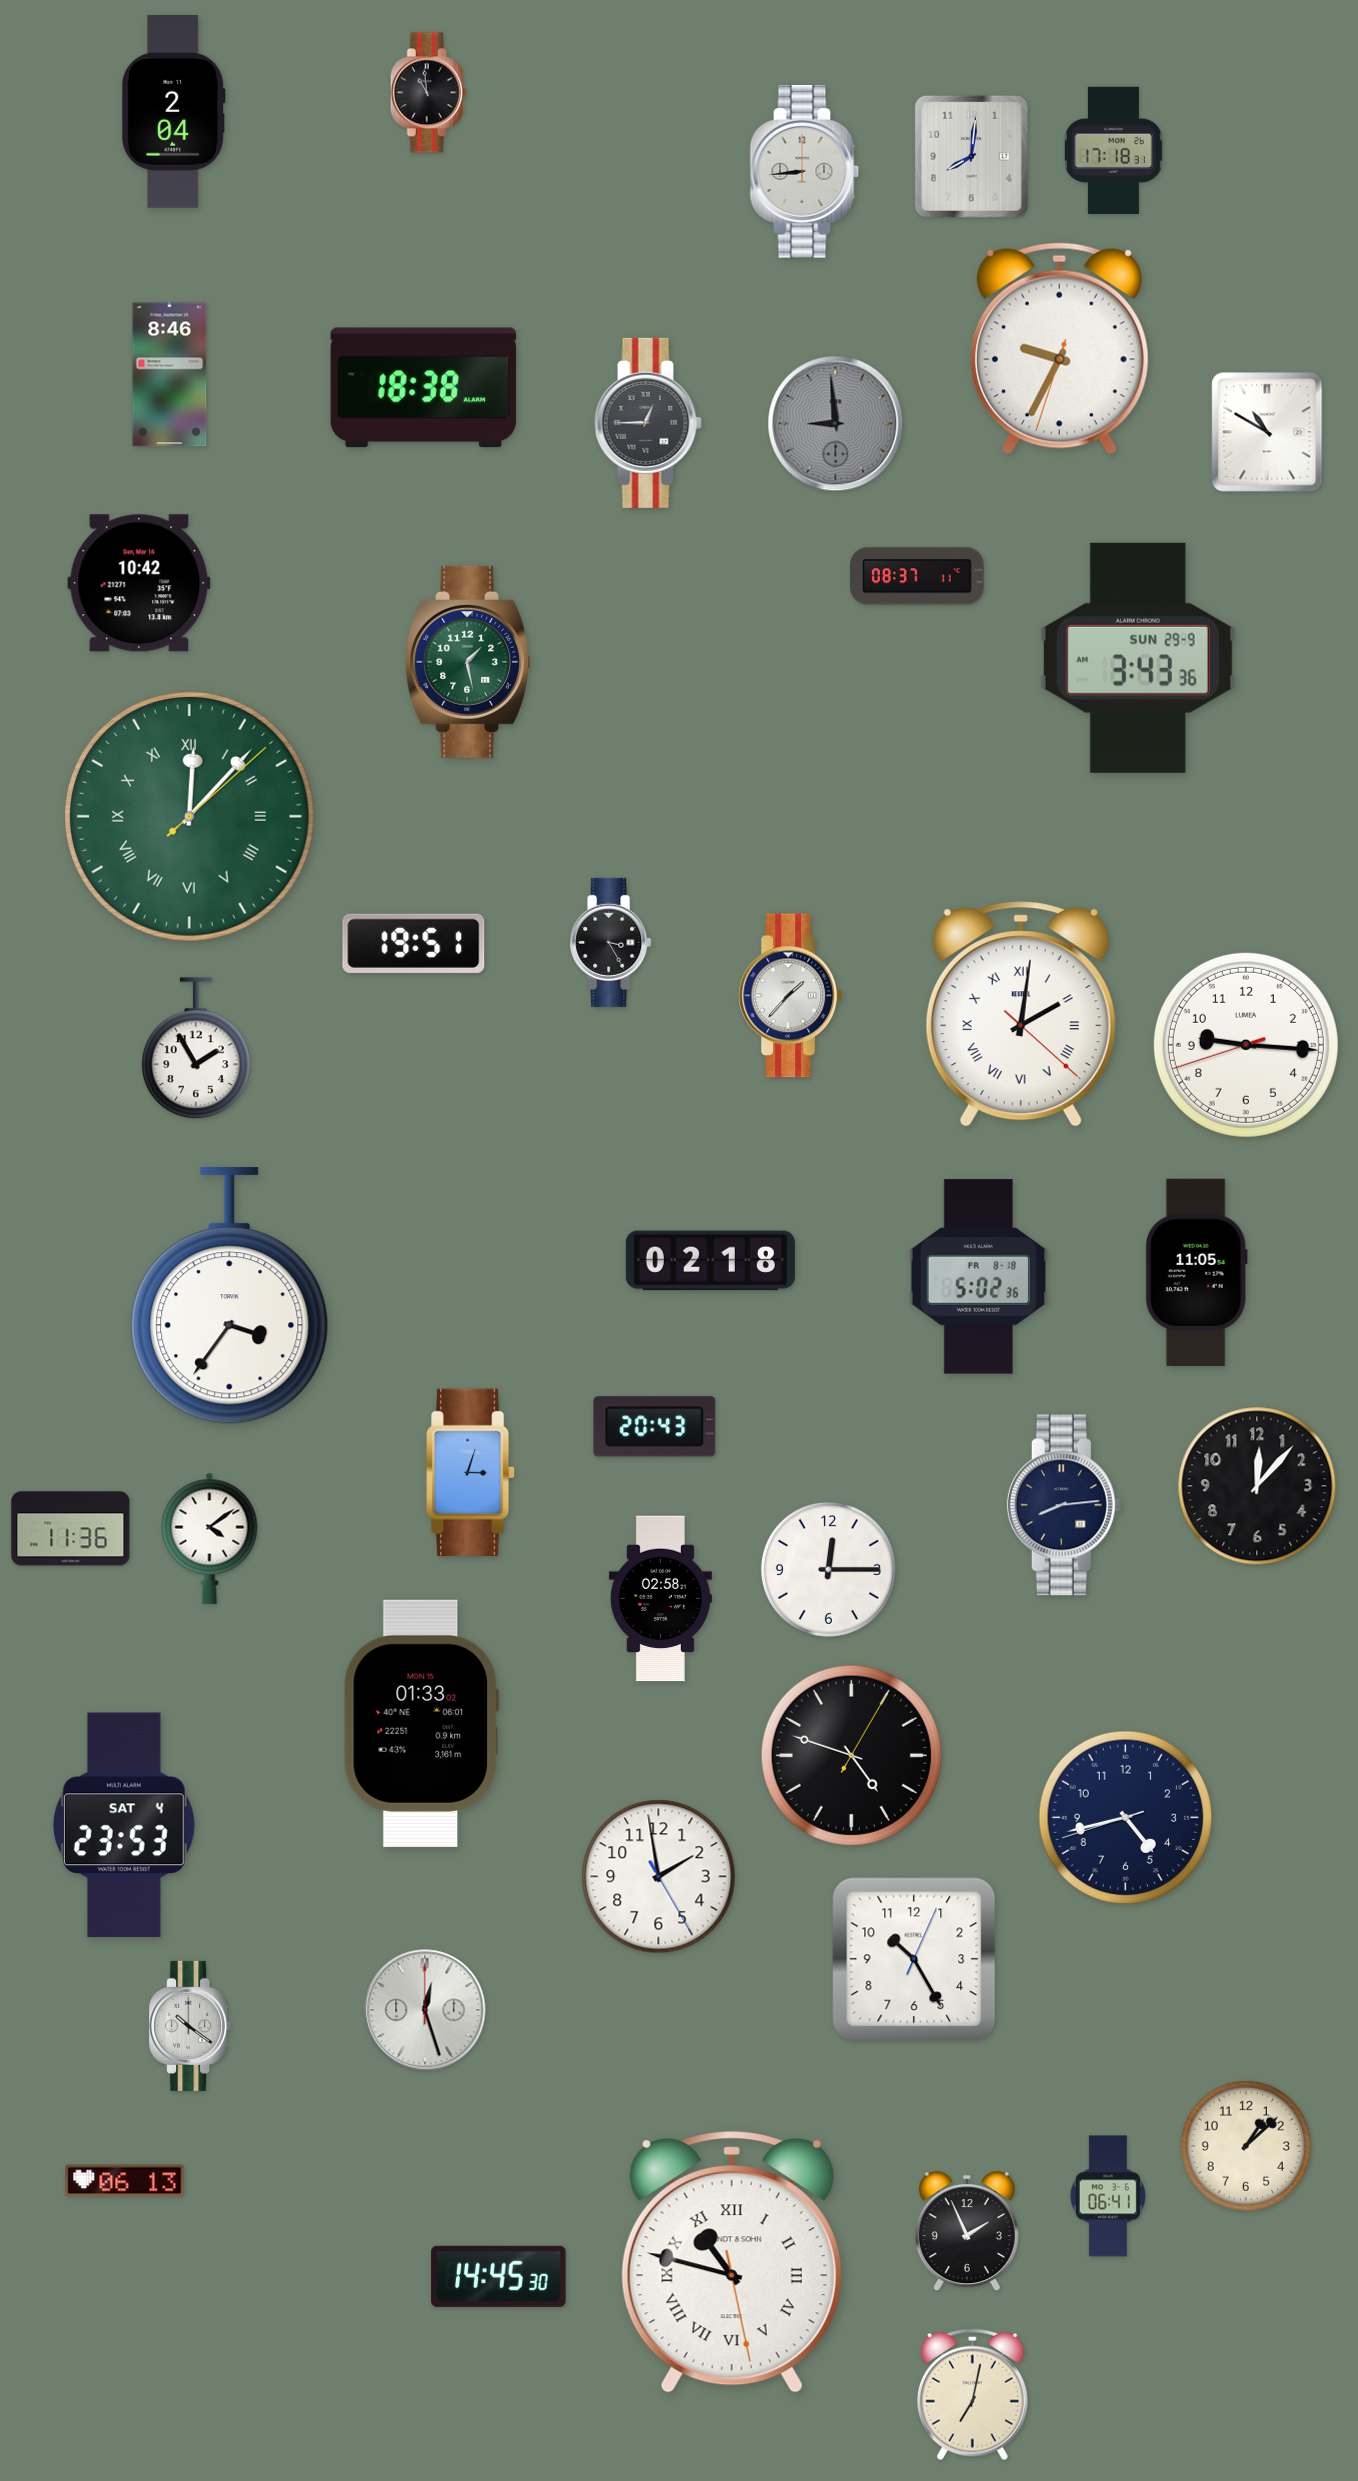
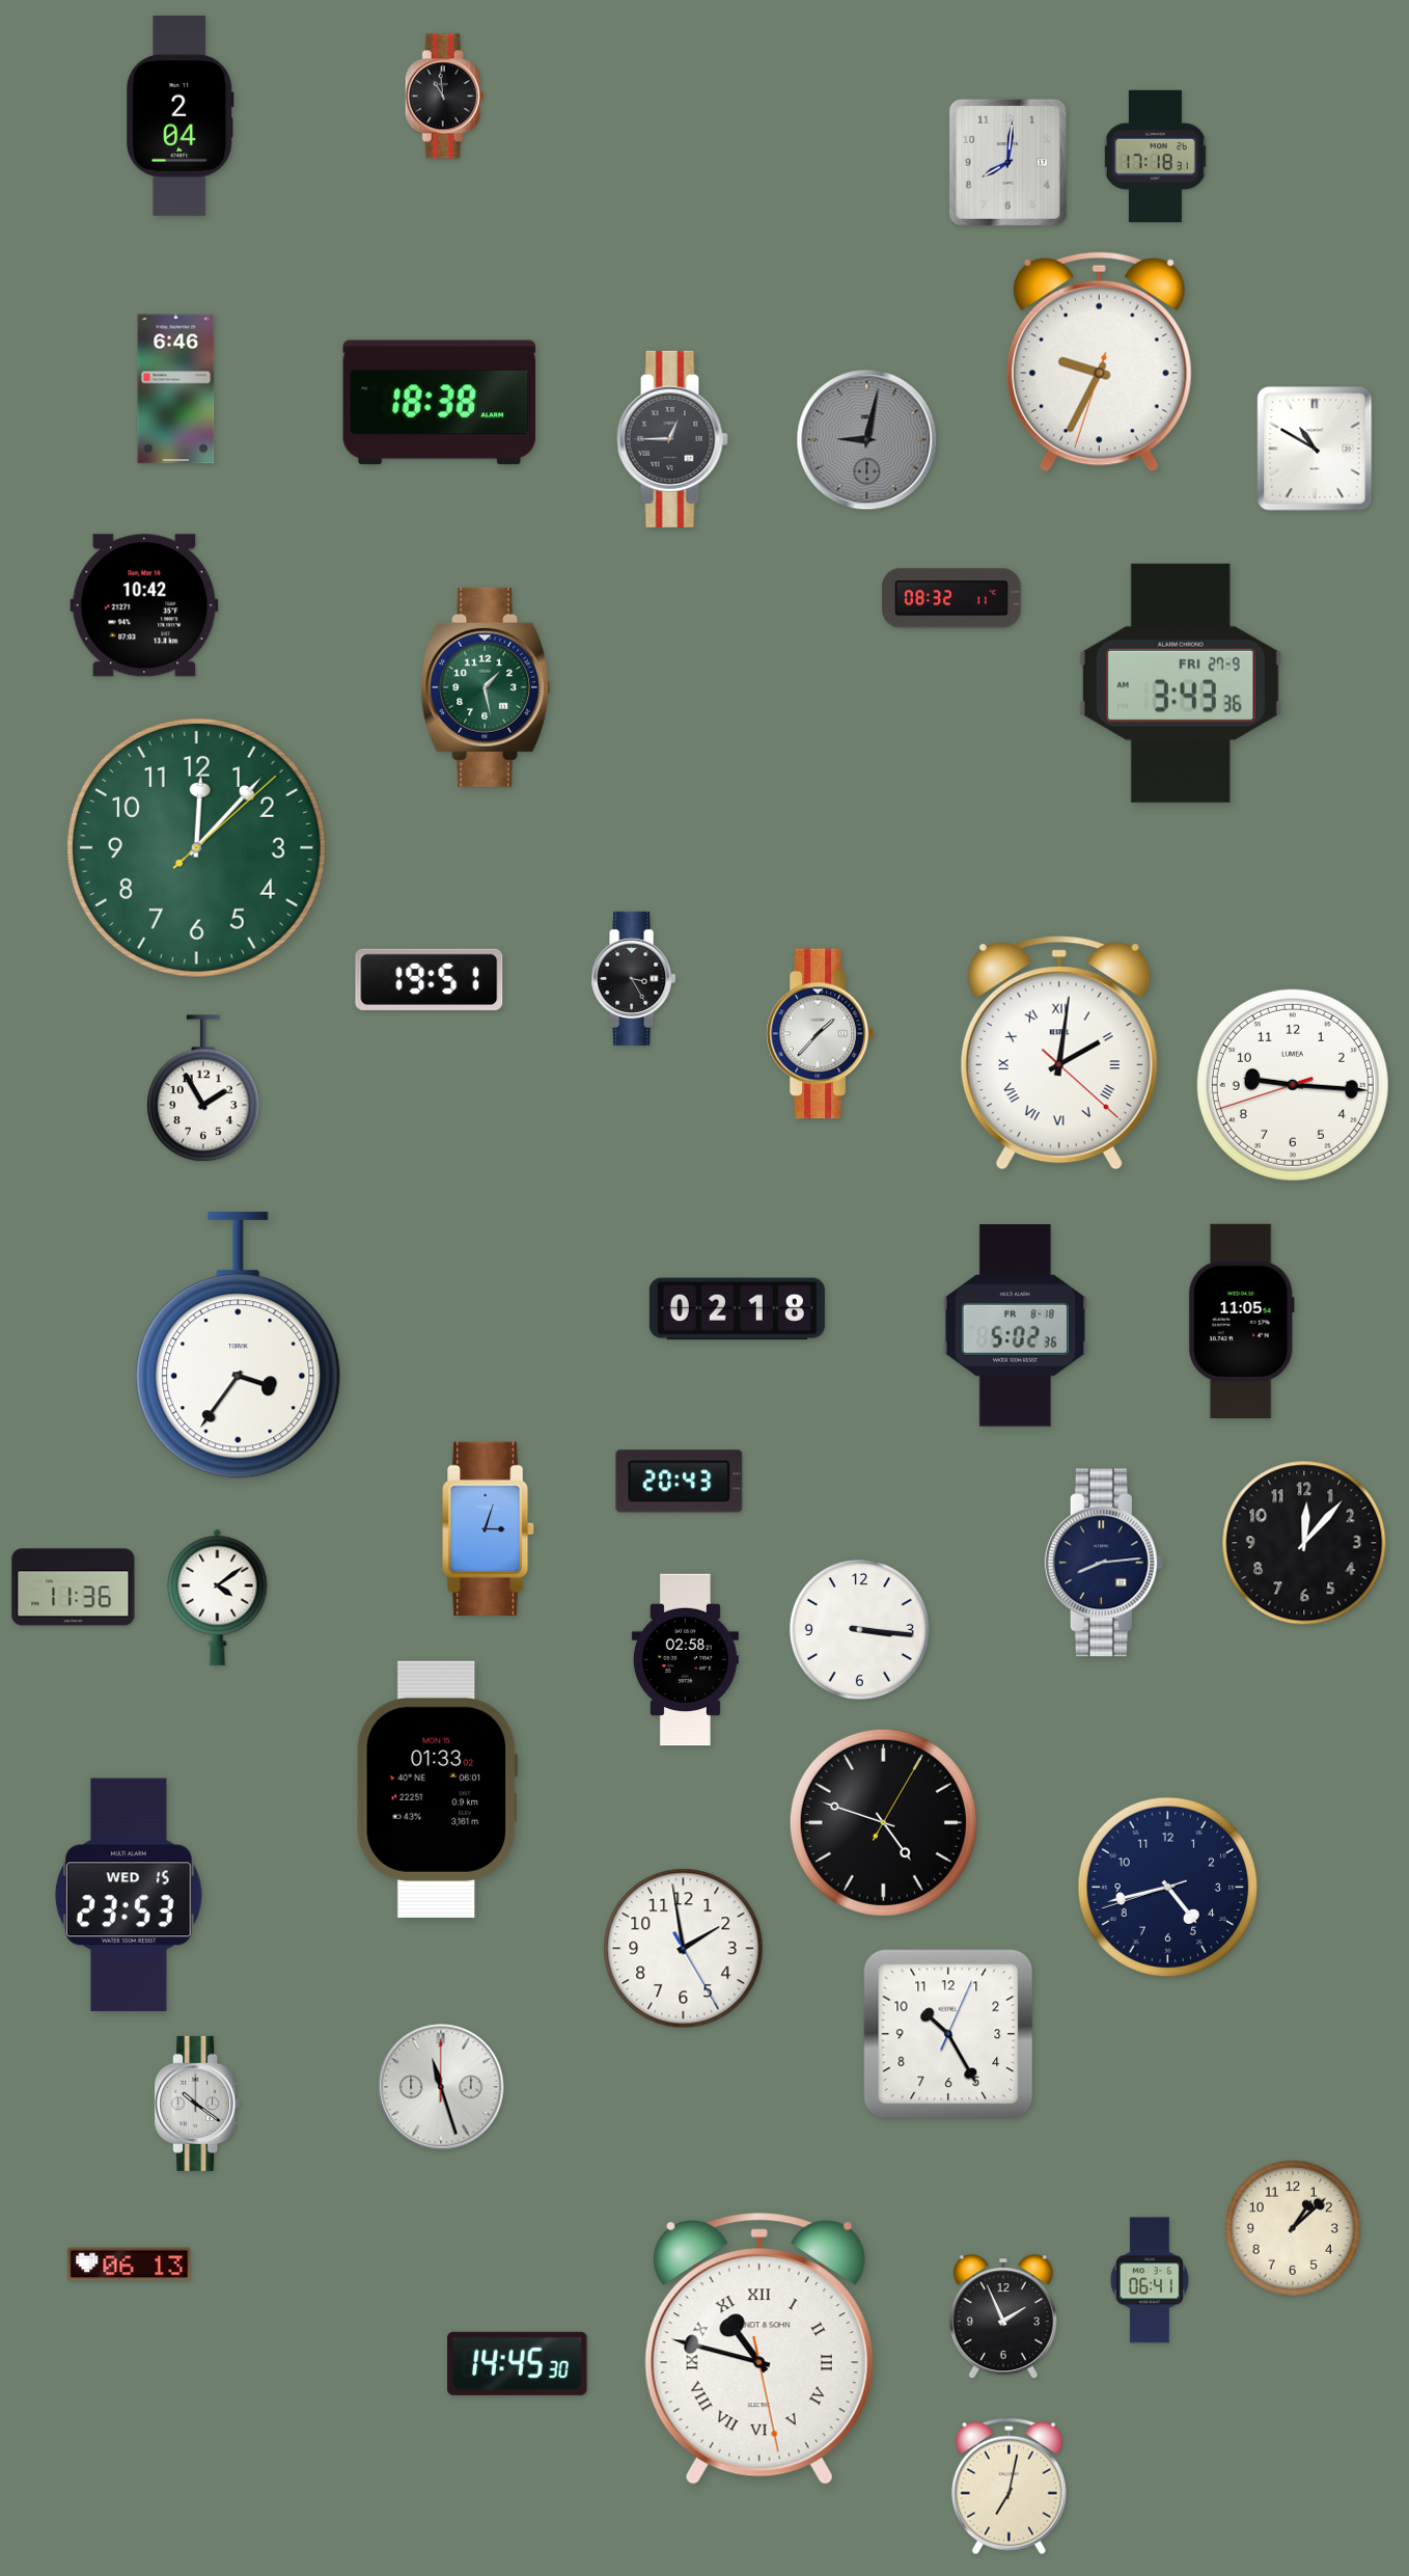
clock at (805, 172): 8:44 -> none
clock at (170, 375): 8:46 -> 6:46
clock at (836, 424): 8:59 -> 9:02
clock at (917, 576): 08:37 -> 08:32
clock at (1138, 658) date: SUN 29-9 -> FRI 27-9
clock at (189, 816) numerals: Roman -> Arabic
clock at (828, 1569): 12:15 -> 3:16
clock at (124, 1825) date: SAT 4 -> WED 15
clock at (425, 2010): 12:27 -> 11:27
